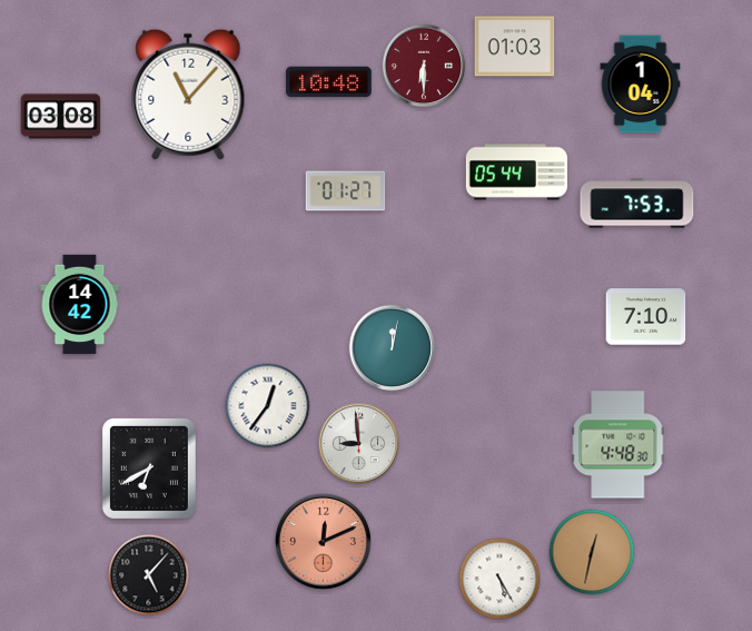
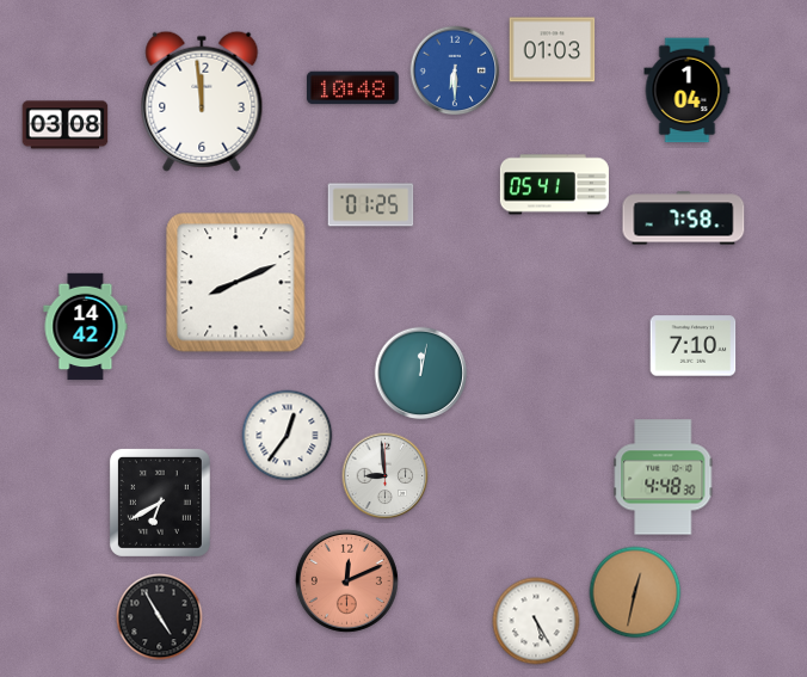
clock at (424, 66) dial: burgundy -> blue
clock at (188, 95): 11:07 -> 11:59
clock at (516, 172): 05:44 -> 05:41
clock at (346, 191): 01:27 -> 01:25
clock at (637, 204): 7:53 -> 7:58
clock at (236, 283): none -> 8:11
clock at (646, 317) position: (646, 317) -> (694, 346)
clock at (149, 575): 5:07 -> 4:55
